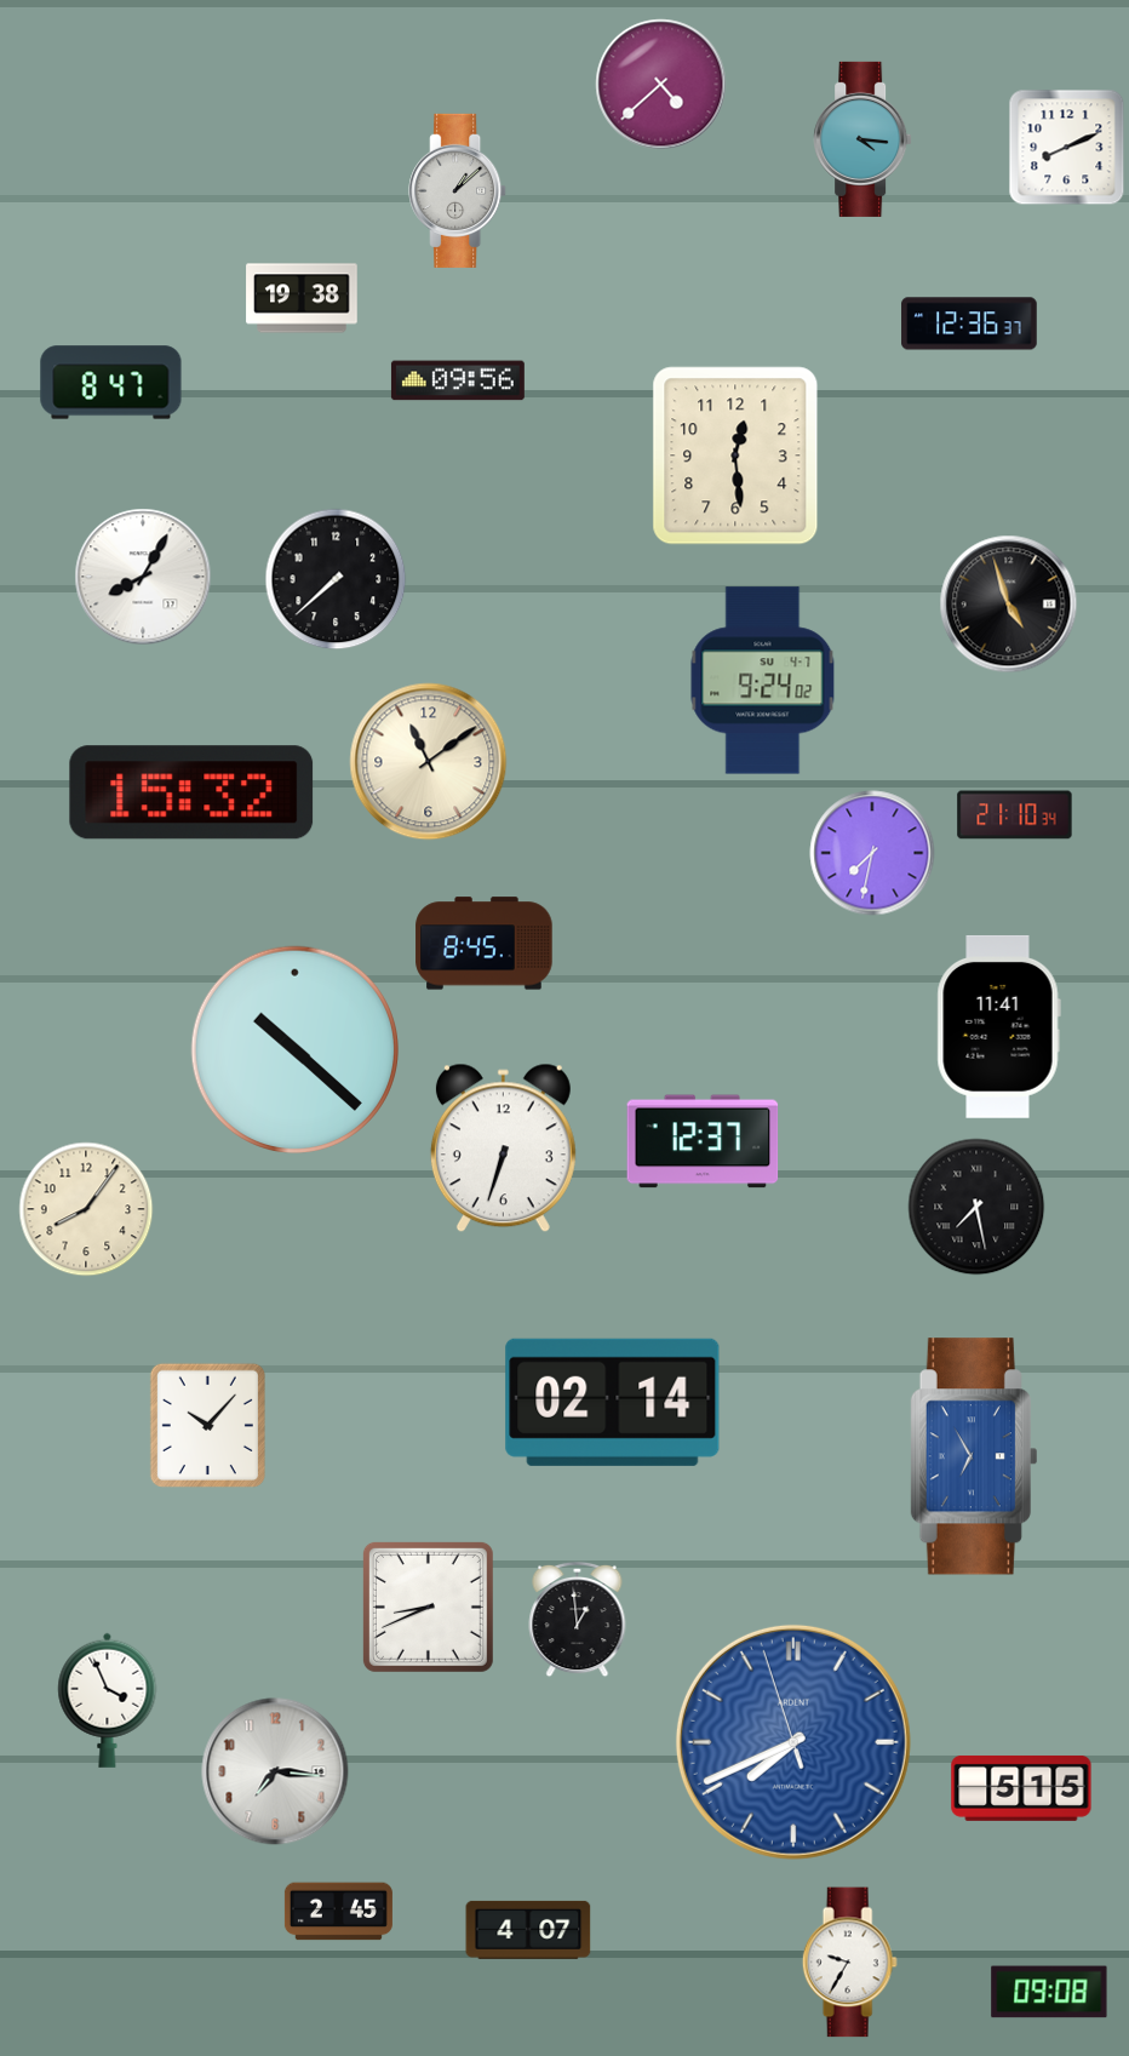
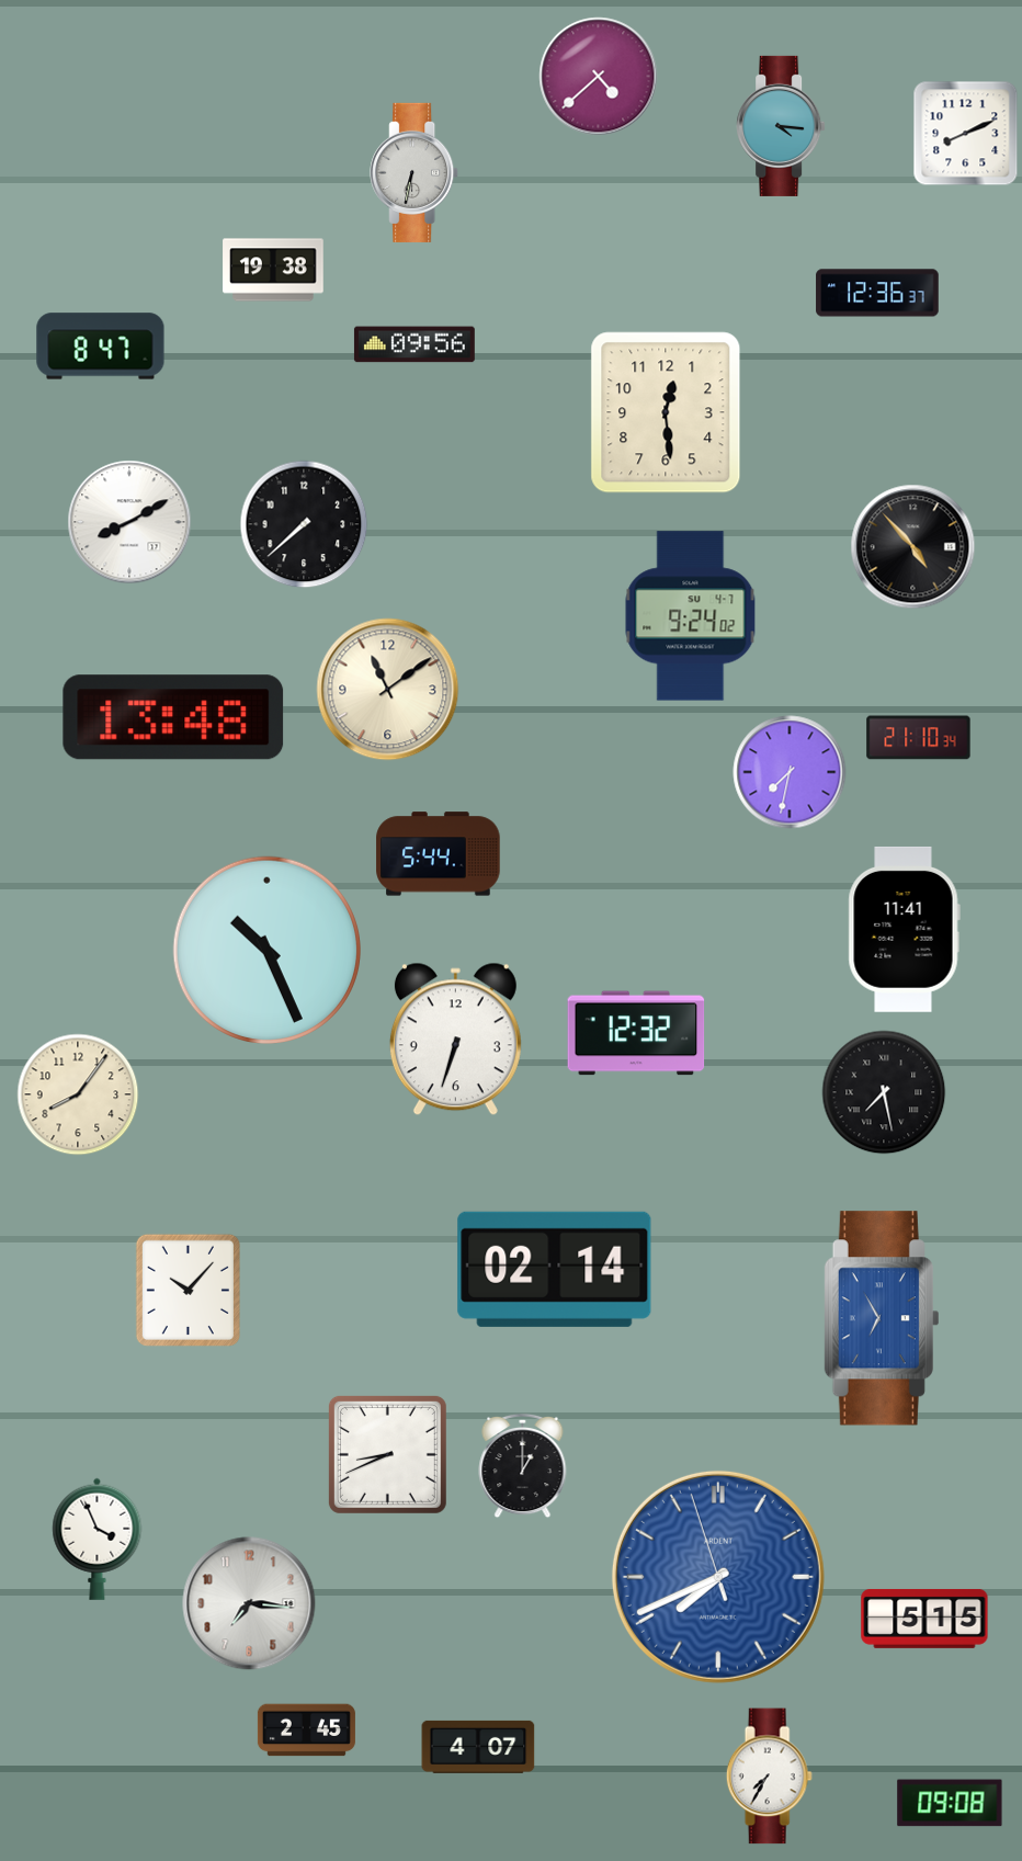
clock at (458, 190): 1:08 -> 6:32
clock at (143, 577): 8:05 -> 8:10
clock at (1009, 605): 4:57 -> 4:53
clock at (191, 792): 15:32 -> 13:48
clock at (485, 944): 8:45 -> 5:44
clock at (294, 1049): 10:22 -> 10:26
clock at (703, 1141): 12:37 -> 12:32
clock at (578, 1620): 12:59 -> 1:00
clock at (849, 1963): 9:35 -> 7:35
